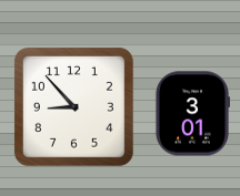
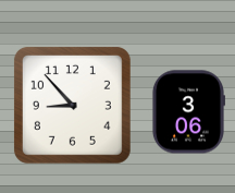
clock at (192, 114): 3:01 -> 3:06
